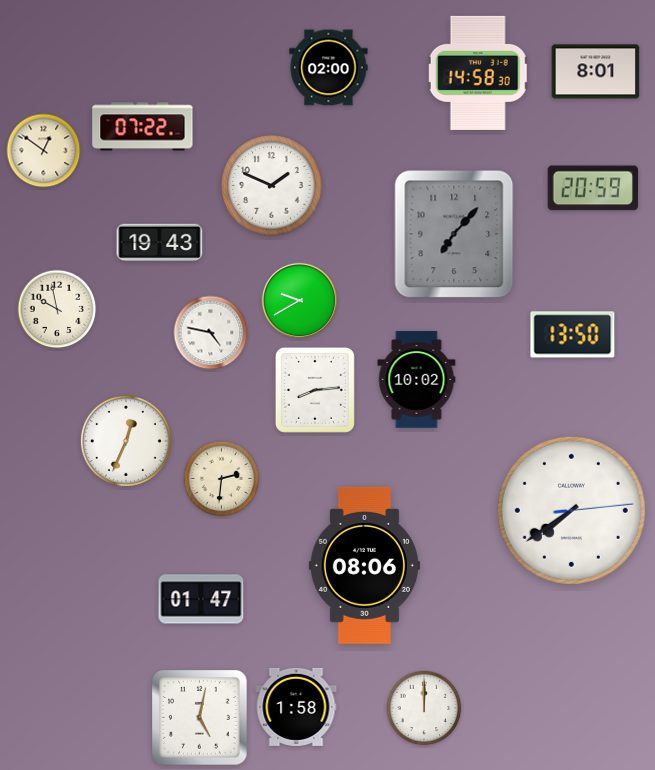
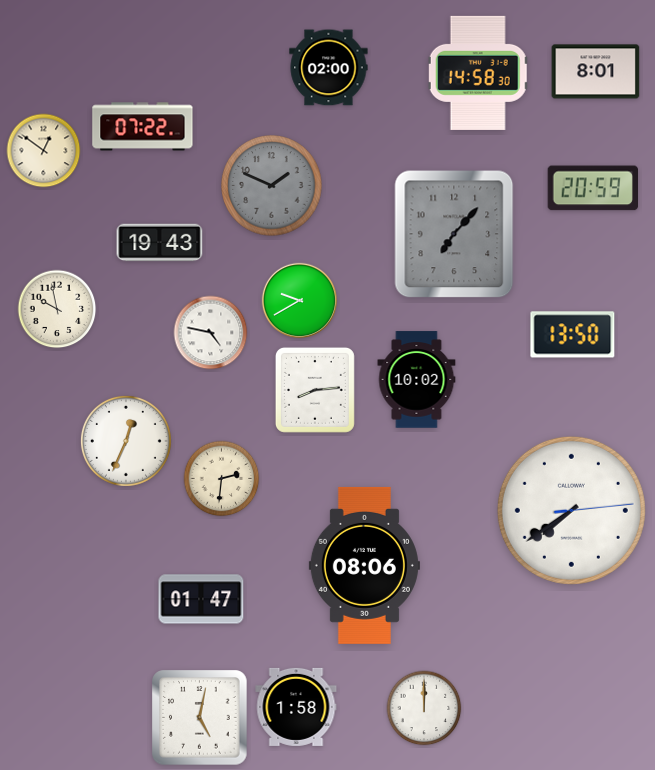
clock at (272, 186) dial: white -> grey
